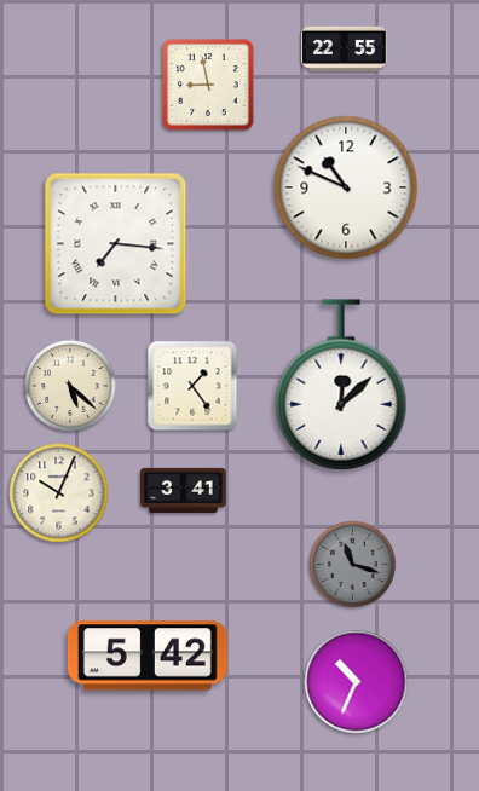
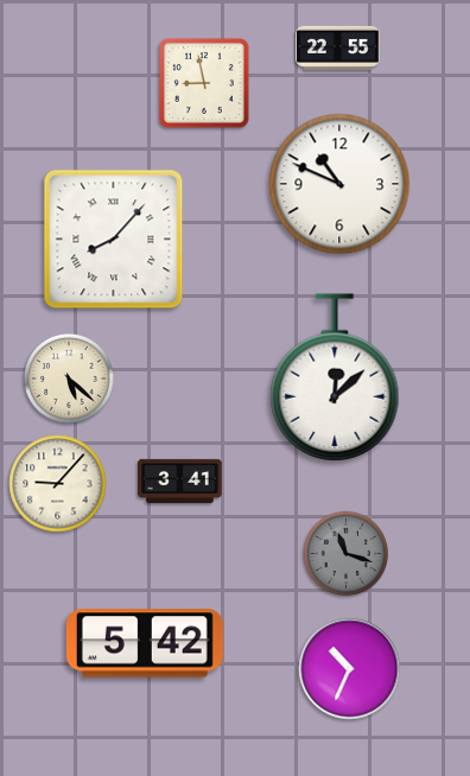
clock at (116, 244): 7:16 -> 8:07
clock at (192, 386): 1:24 -> none
clock at (59, 493): 10:04 -> 9:07
